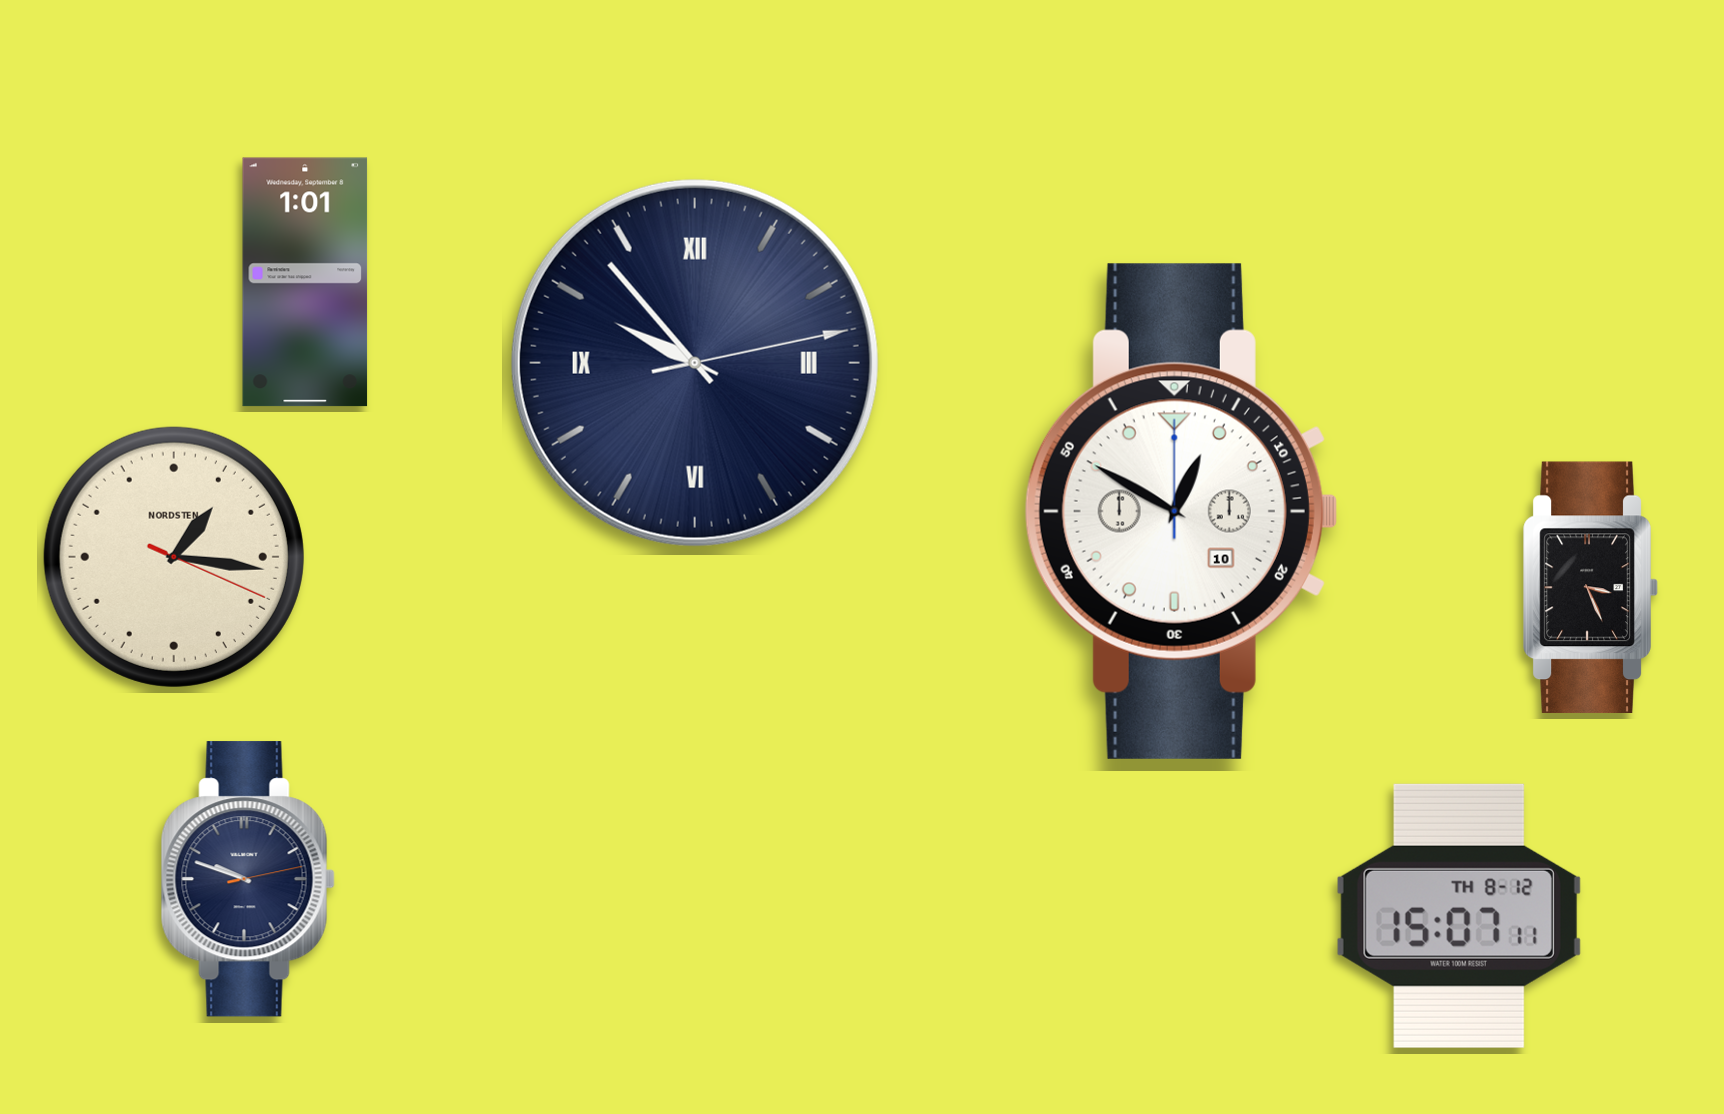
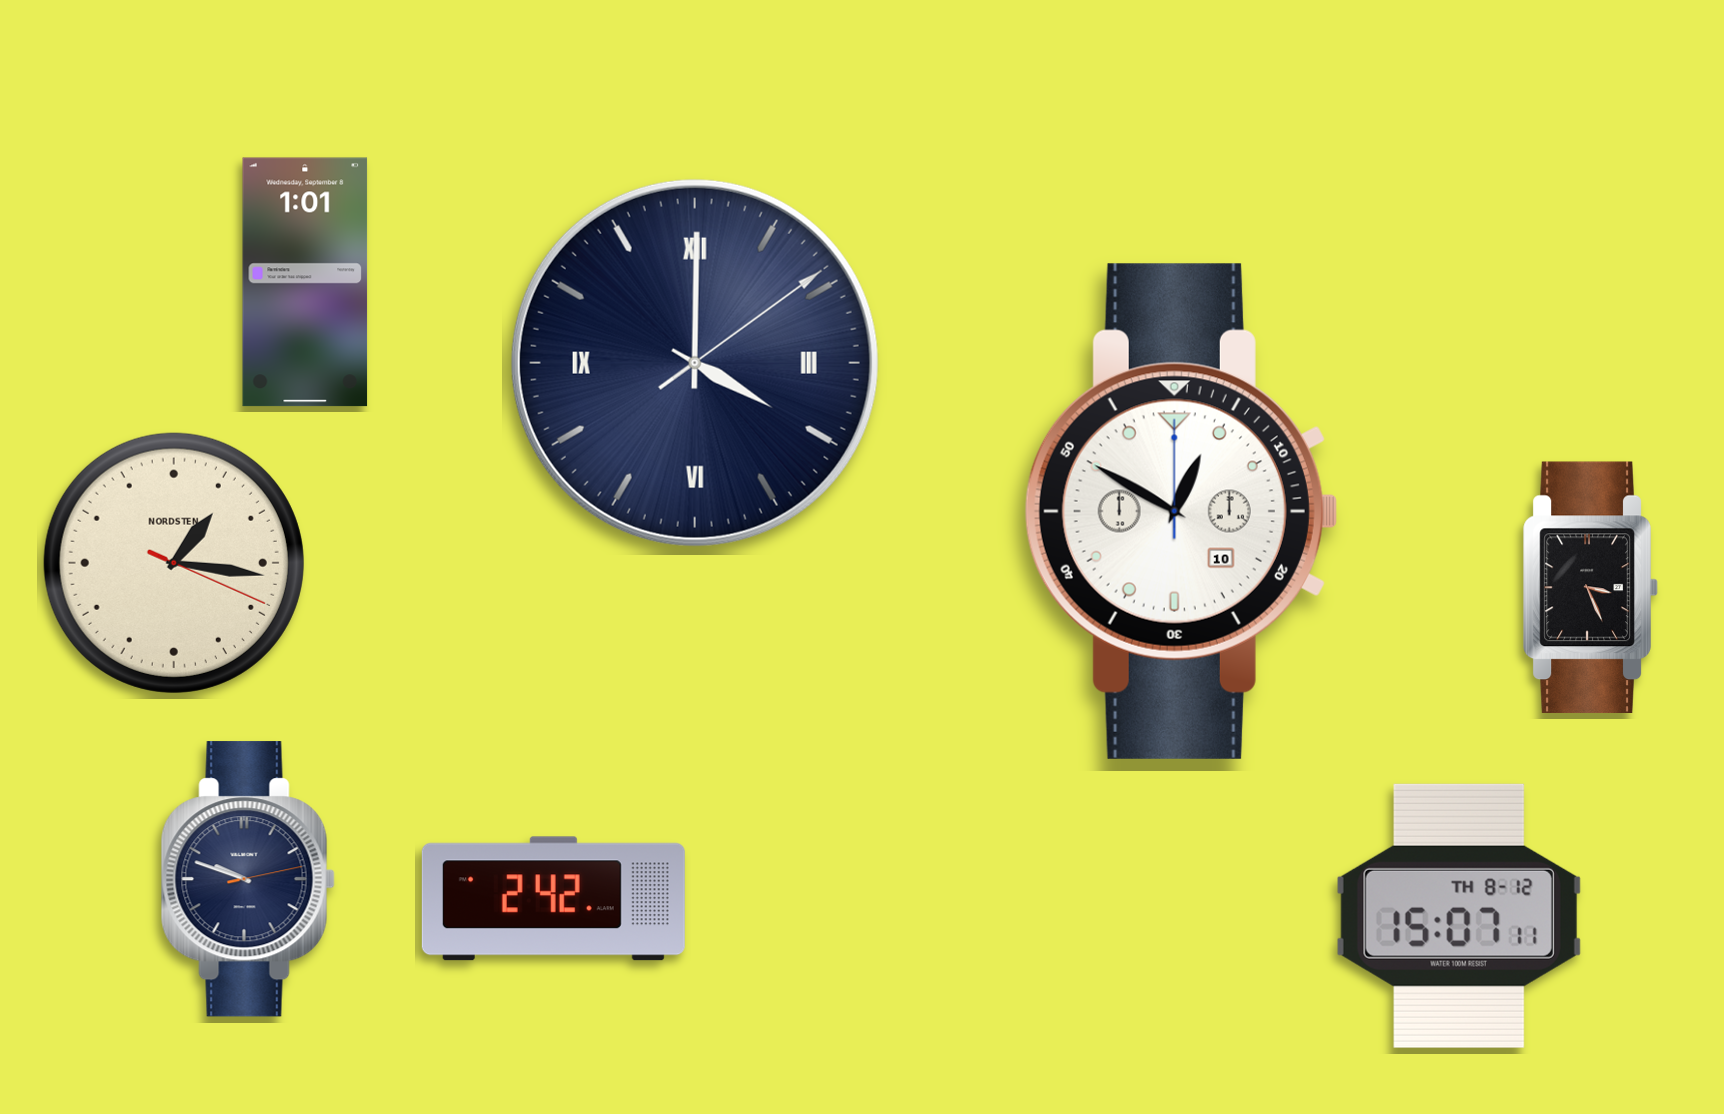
clock at (695, 363): 9:53 -> 4:00
clock at (174, 557) position: (174, 557) -> (174, 563)
clock at (553, 899): none -> 2:42
